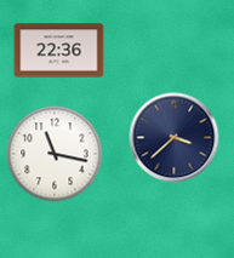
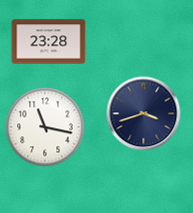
clock at (59, 51): 22:36 -> 23:28
clock at (175, 138): 3:38 -> 3:42
